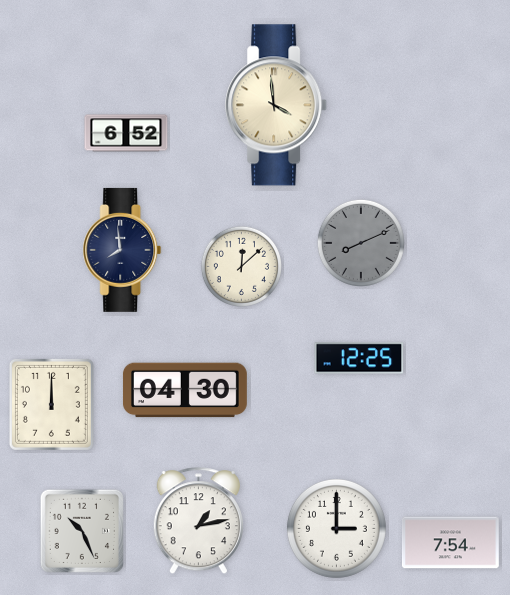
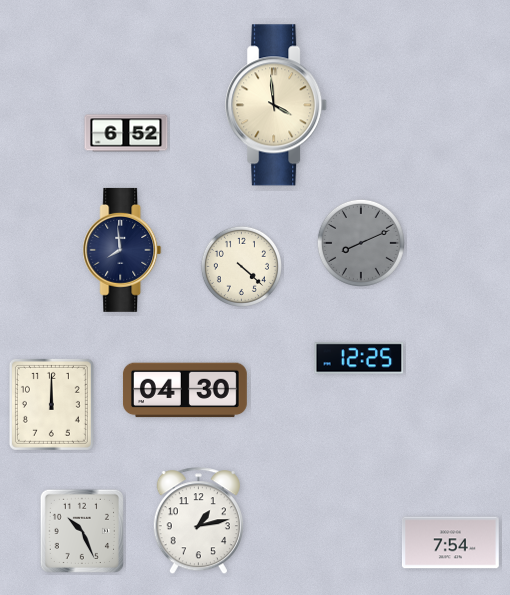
clock at (241, 266): 12:08 -> 4:22
clock at (336, 528): 3:00 -> none
